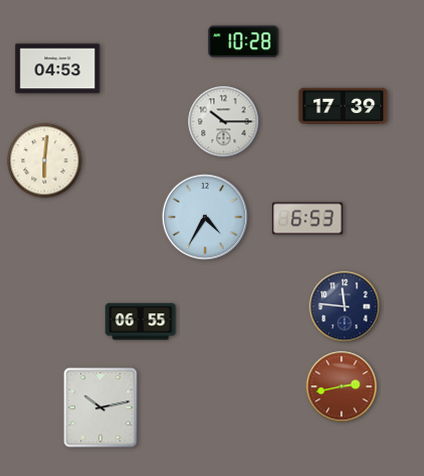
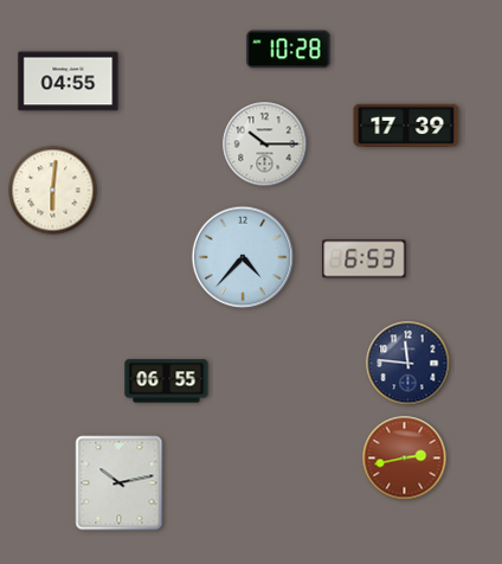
clock at (58, 69): 04:53 -> 04:55
clock at (205, 217): 4:35 -> 4:37
